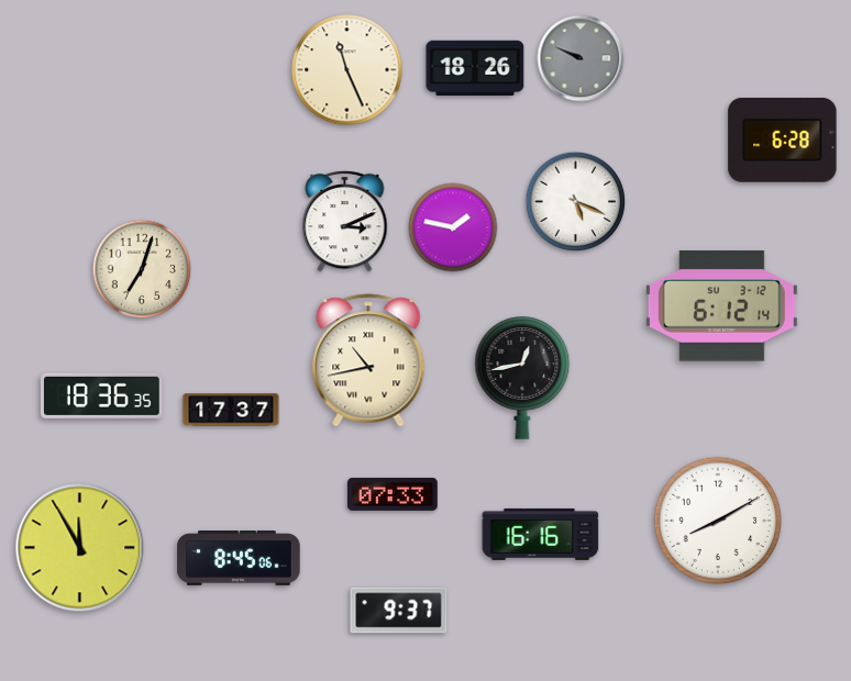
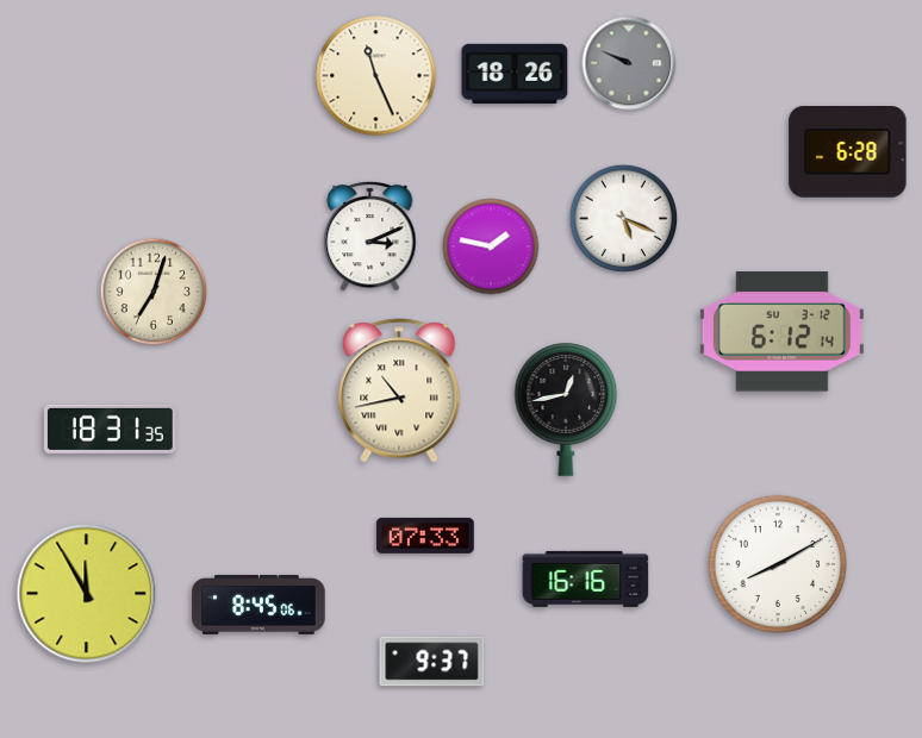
clock at (345, 221) position: (345, 221) -> (370, 236)
clock at (101, 395): 18:36 -> 18:31
clock at (231, 410): 17:37 -> none
